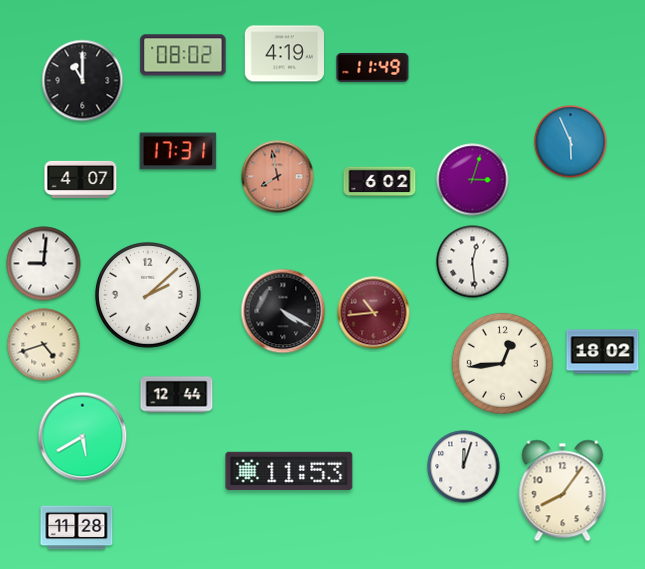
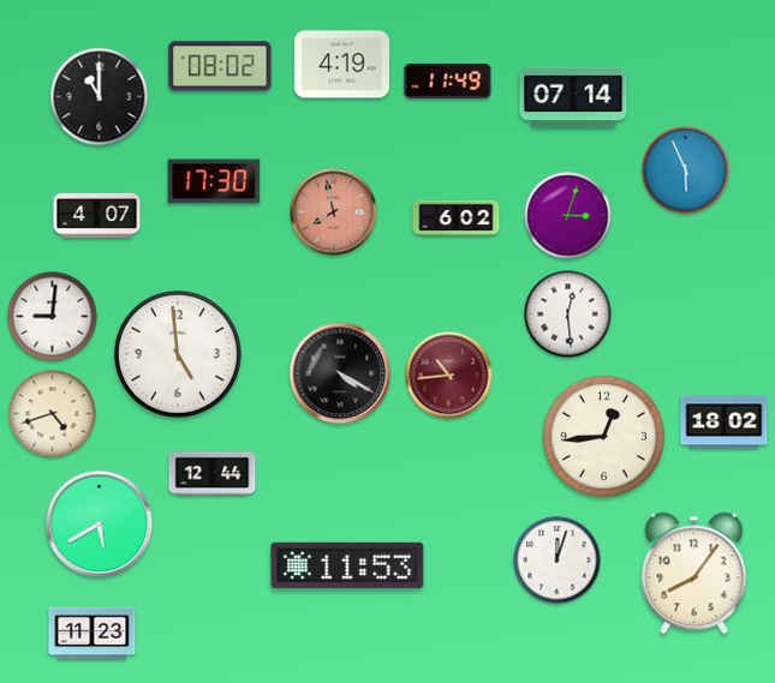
clock at (573, 97): none -> 07:14
clock at (178, 151): 17:31 -> 17:30
clock at (148, 295): 2:08 -> 4:59
clock at (563, 491) position: (563, 491) -> (694, 574)
clock at (77, 528): 11:28 -> 11:23
